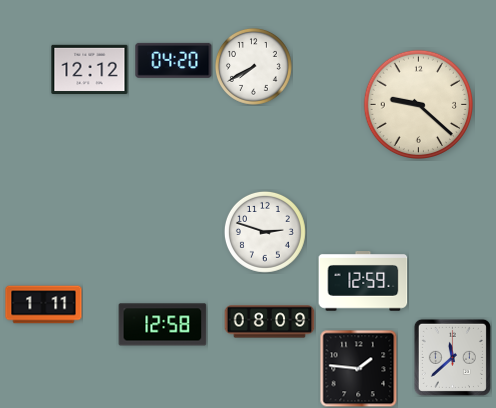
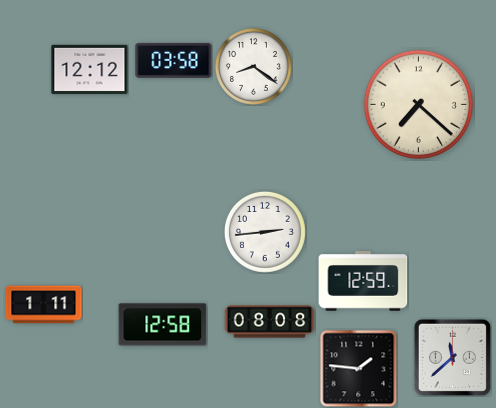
clock at (174, 60): 04:20 -> 03:58
clock at (253, 66): 7:40 -> 8:21
clock at (418, 104): 9:22 -> 7:22
clock at (265, 232): 2:48 -> 2:44
clock at (270, 322): 08:09 -> 08:08
